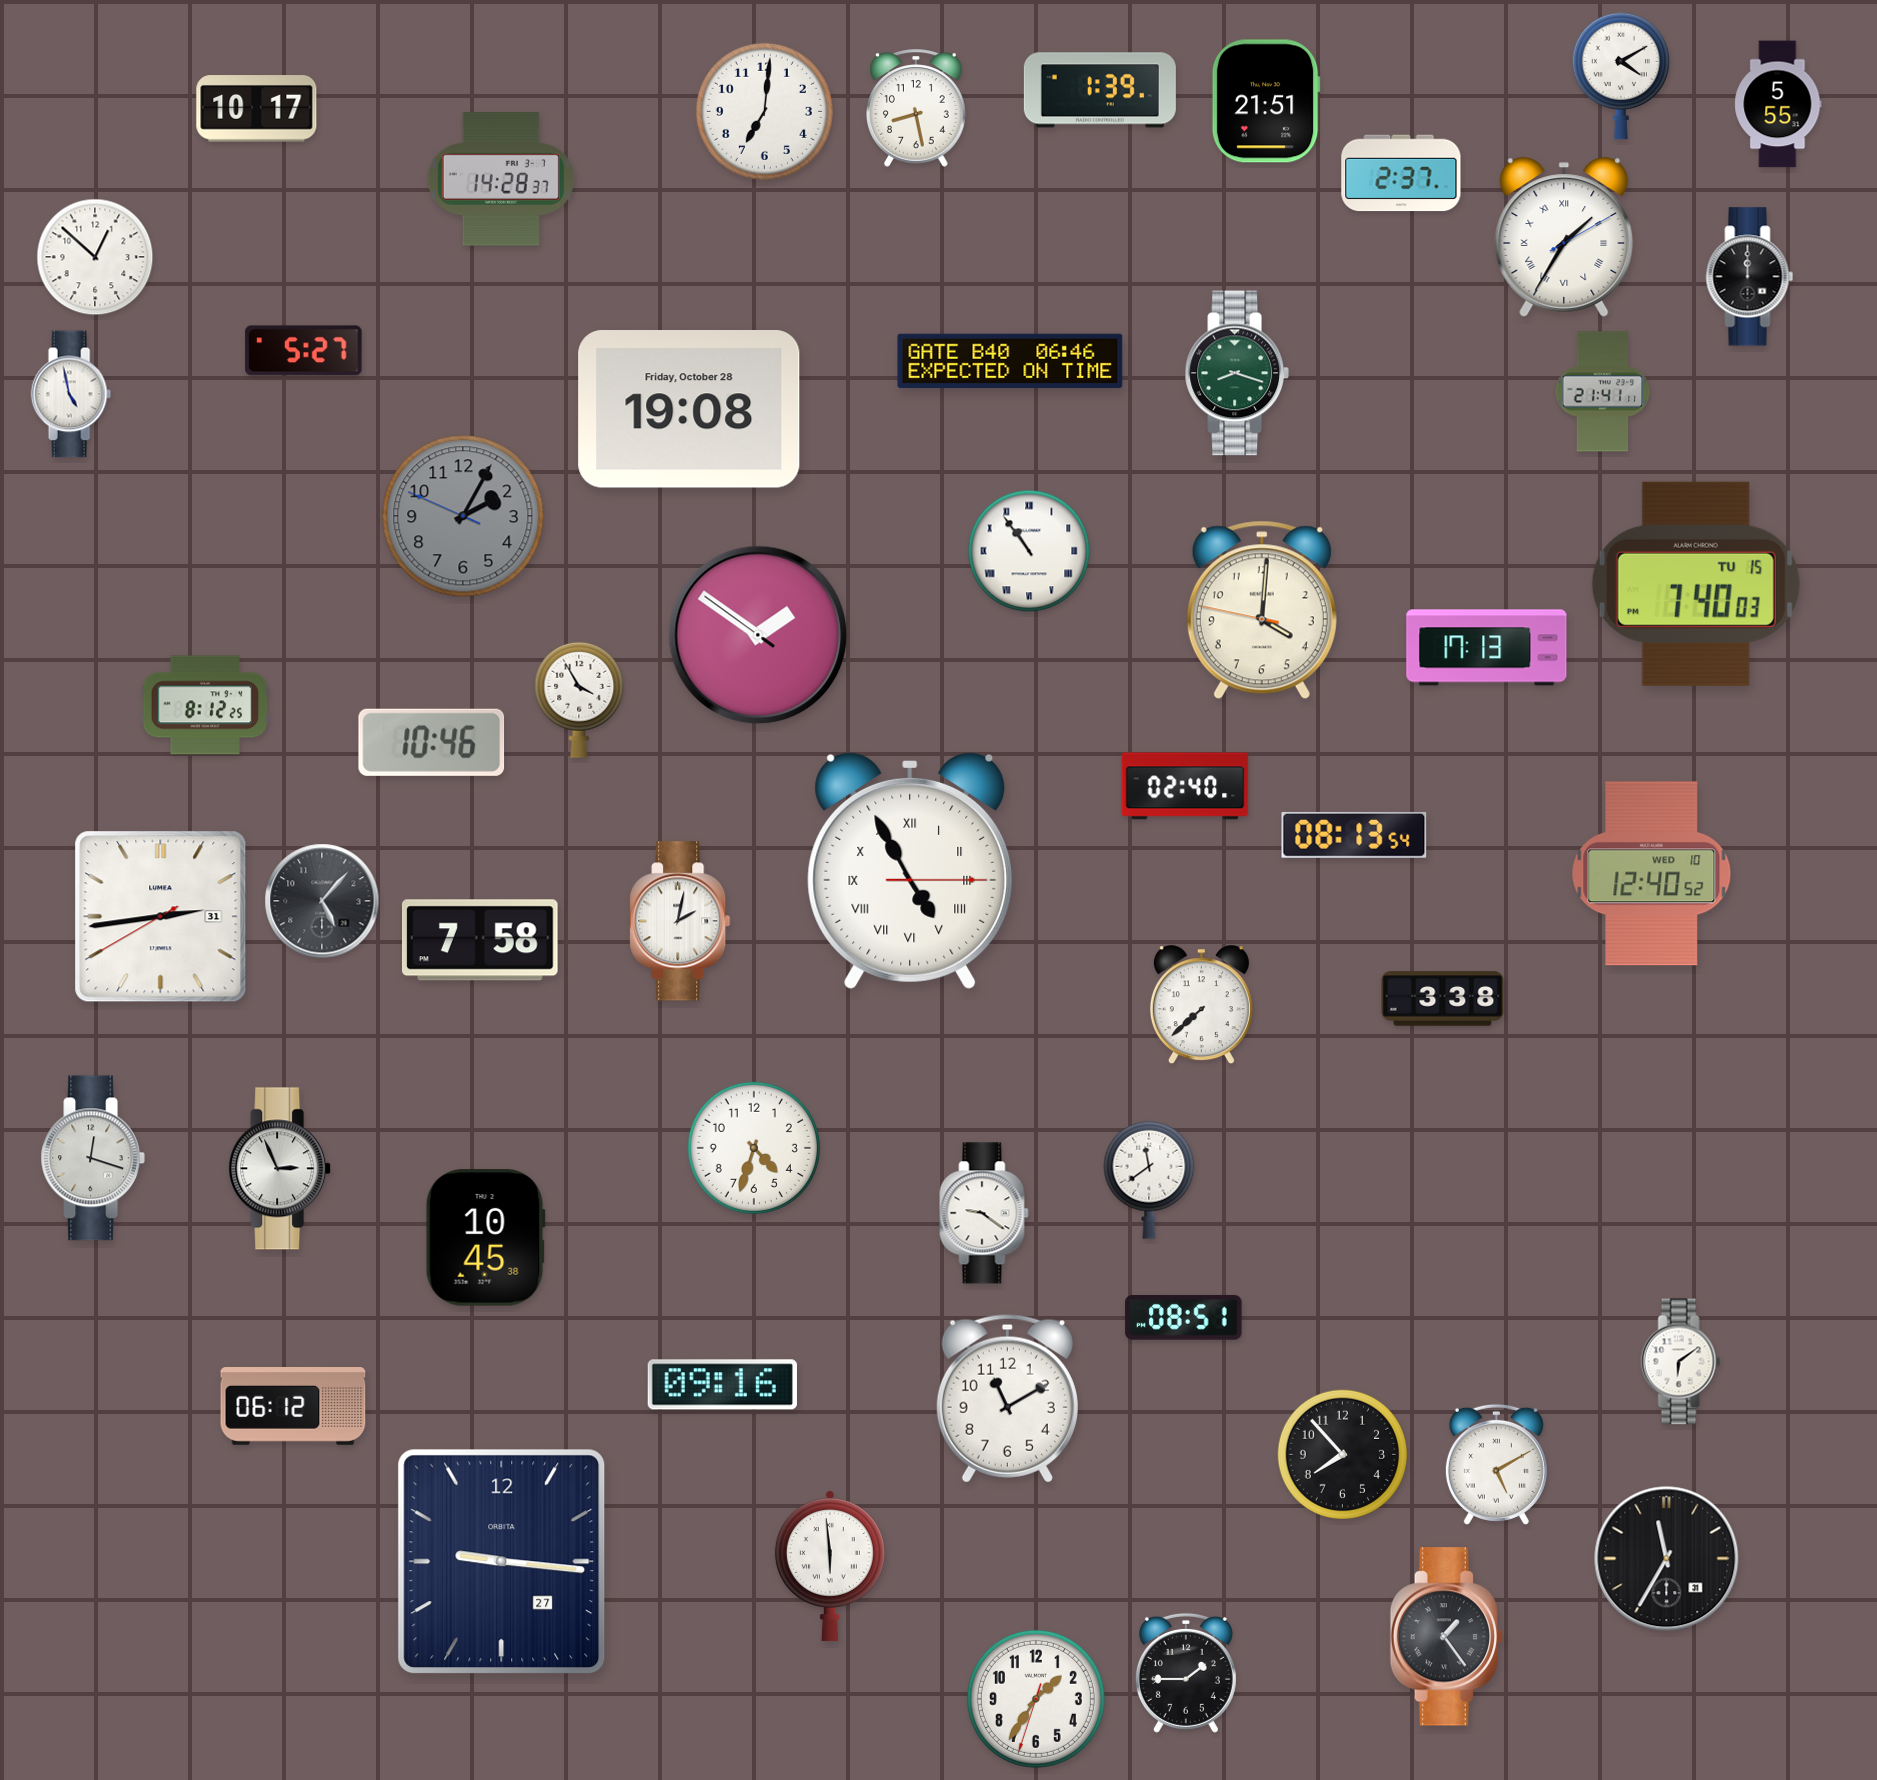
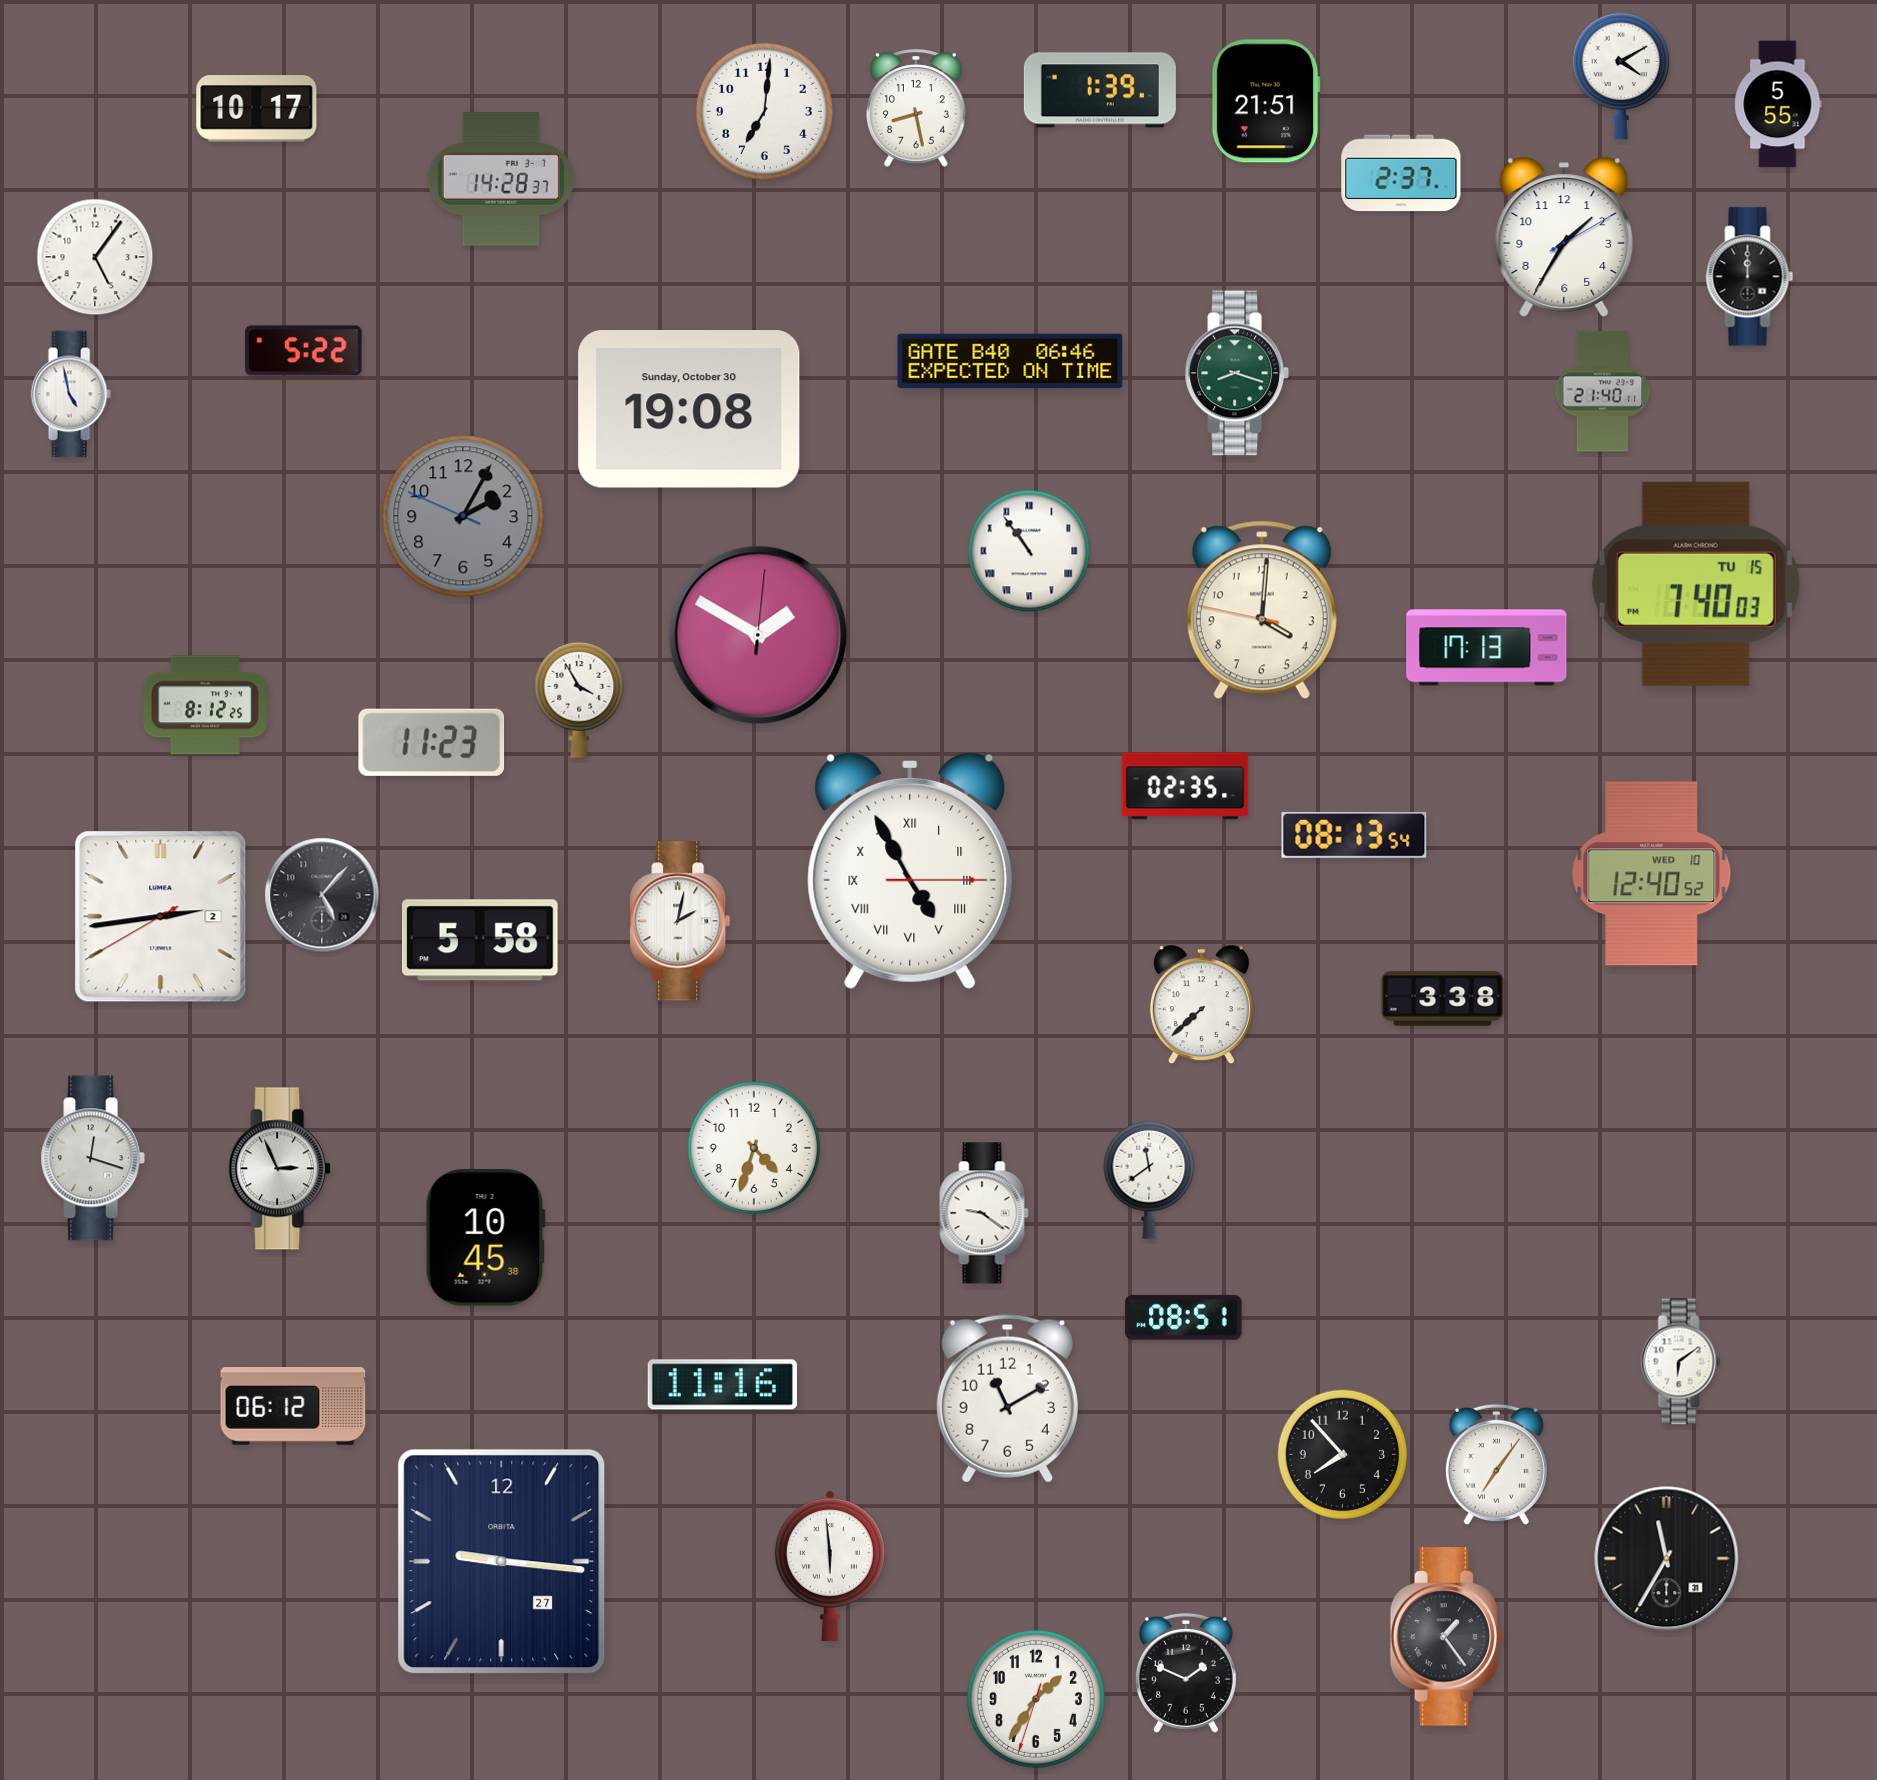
clock at (1564, 237) numerals: Roman -> Arabic
clock at (95, 257): 12:52 -> 5:06
clock at (304, 351): 5:27 -> 5:22
clock at (1603, 392): 21:41 -> 21:40
clock at (689, 410) date: Friday, October 28 -> Sunday, October 30
clock at (758, 635): 1:50:51 -> 1:50:01
clock at (432, 742): 10:46 -> 11:23
clock at (1185, 786): 02:40 -> 02:35
clock at (322, 901) position: (322, 901) -> (322, 895)
clock at (161, 917) date: 31 -> 2
clock at (480, 940): 7:58 -> 5:58
clock at (722, 1385): 09:16 -> 11:16
clock at (1496, 1464): 5:10 -> 7:06
clock at (1186, 1673): 1:45 -> 1:49
